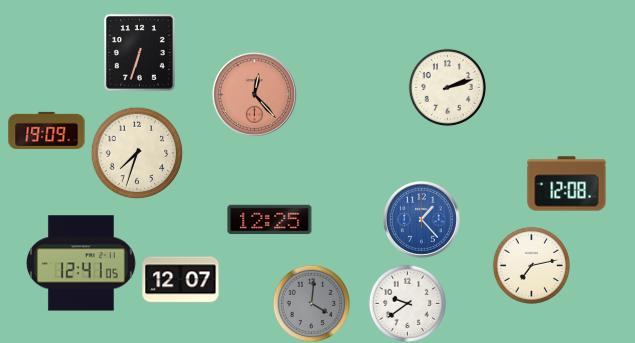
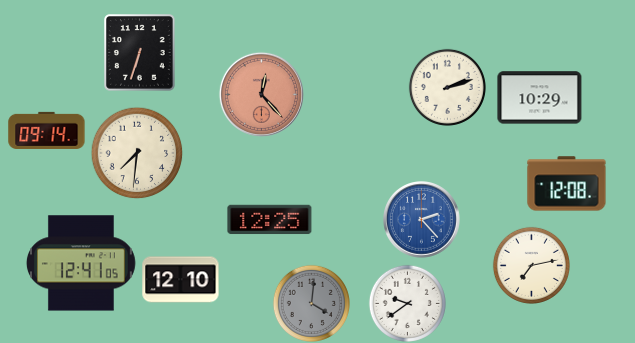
clock at (254, 94) position: (254, 94) -> (261, 94)
clock at (540, 98): none -> 10:29
clock at (47, 130): 19:09 -> 09:14
clock at (137, 153): 7:33 -> 7:31
clock at (422, 220): 1:23 -> 2:23
clock at (181, 280): 12:07 -> 12:10
